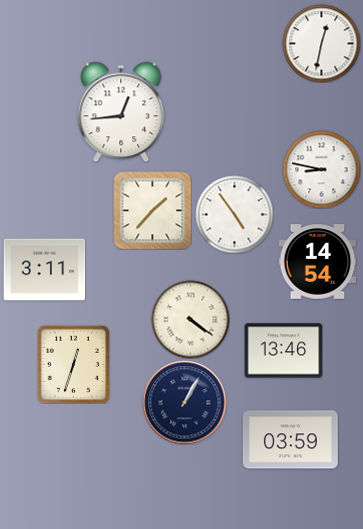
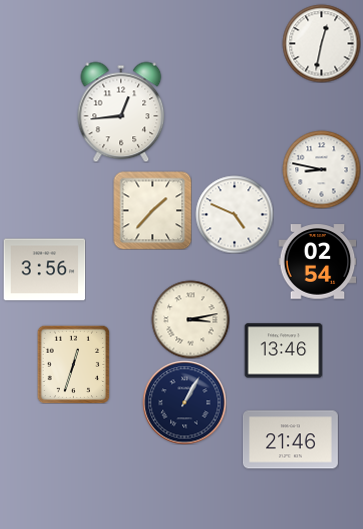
clock at (234, 214): 4:54 -> 4:49
clock at (317, 262): 14:54 -> 02:54
clock at (44, 270): 3:11 -> 3:56
clock at (190, 319): 4:21 -> 3:13
clock at (290, 440): 03:59 -> 21:46
